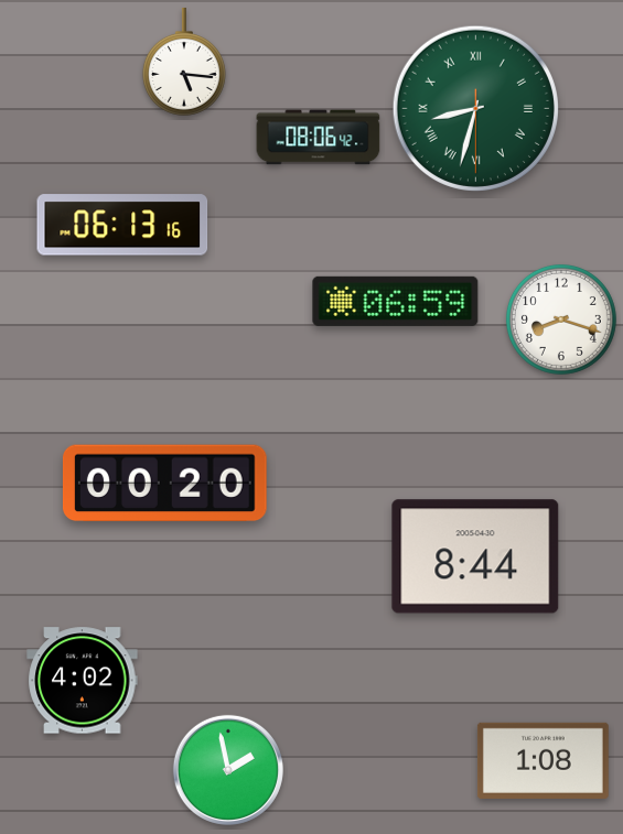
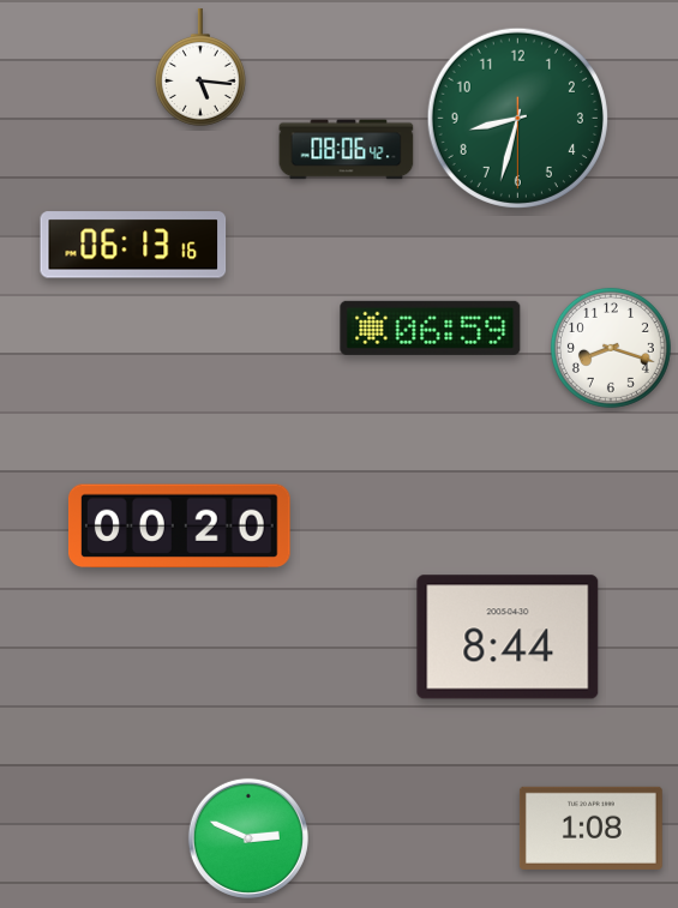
clock at (475, 108) numerals: Roman -> Arabic
clock at (475, 556) position: (475, 556) -> (508, 637)
clock at (83, 681): 4:02 -> none
clock at (228, 770): 1:58 -> 2:49
